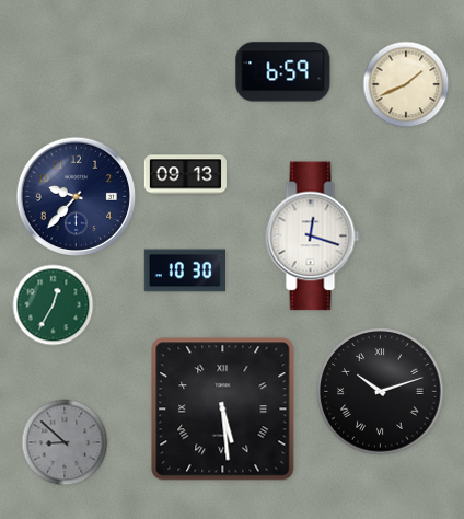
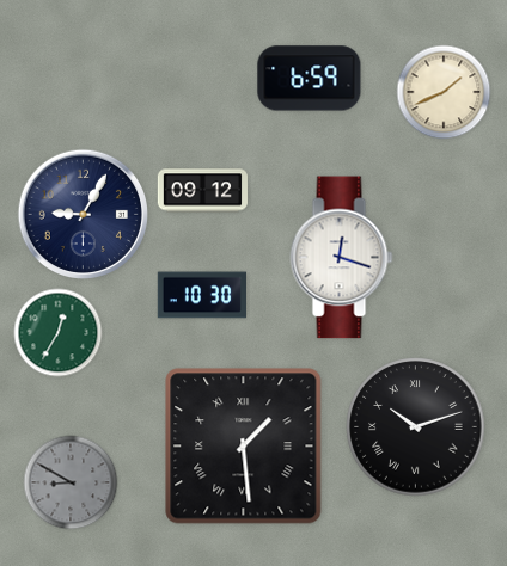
clock at (185, 175): 09:13 -> 09:12
clock at (76, 196): 9:37 -> 9:05
clock at (223, 410): 5:29 -> 1:29
clock at (65, 442): 8:52 -> 8:50
